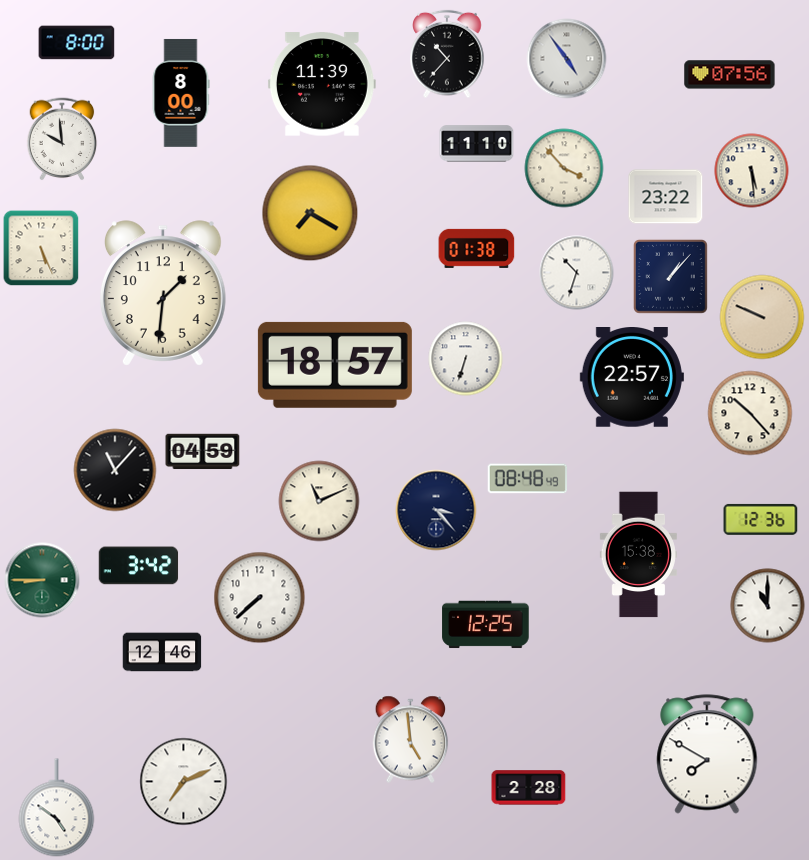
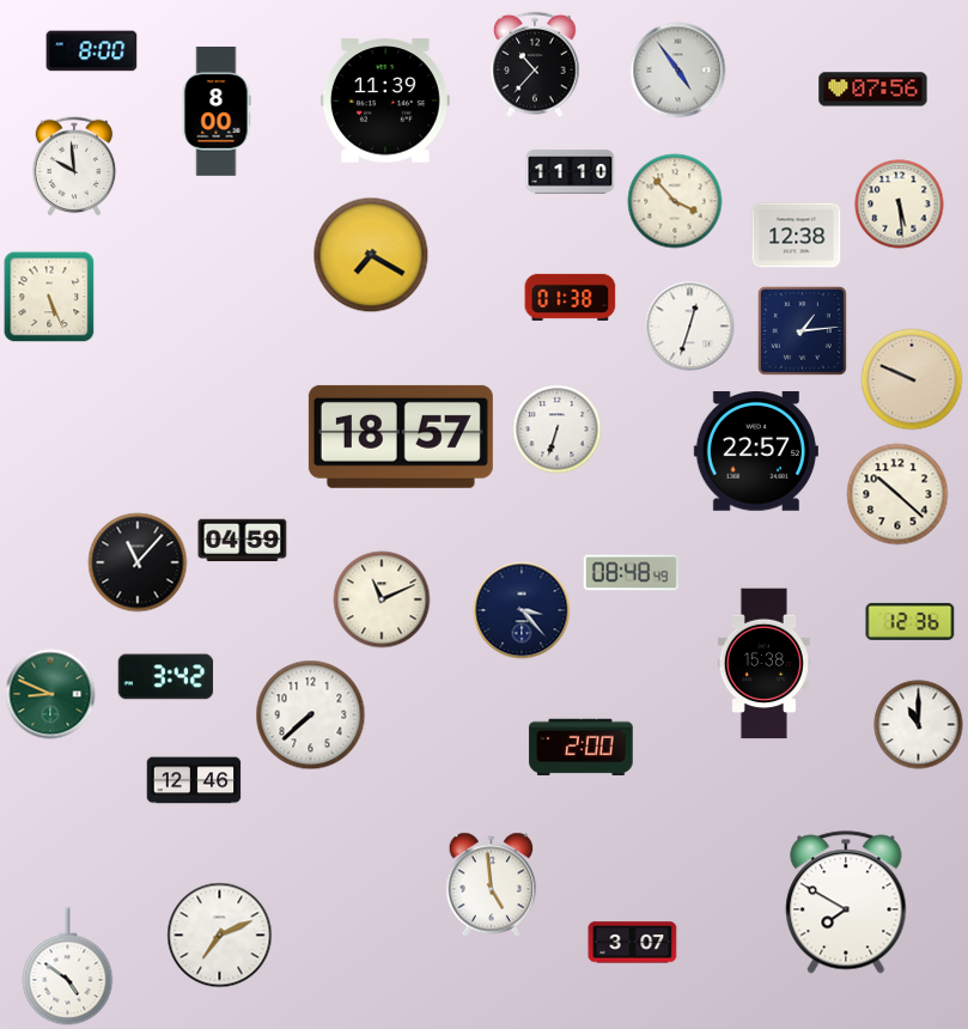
clock at (666, 197): 23:22 -> 12:38
clock at (577, 273): 10:33 -> 12:33
clock at (670, 276): 1:07 -> 1:14
clock at (163, 293): 1:31 -> none
clock at (750, 413): 10:23 -> 10:22
clock at (42, 580): 8:45 -> 8:49
clock at (486, 625): 12:25 -> 2:00
clock at (529, 788): 2:28 -> 3:07
